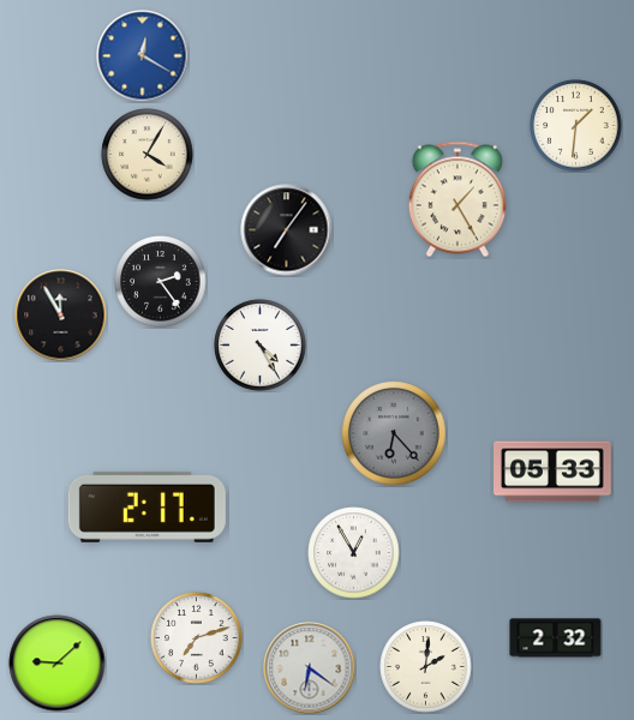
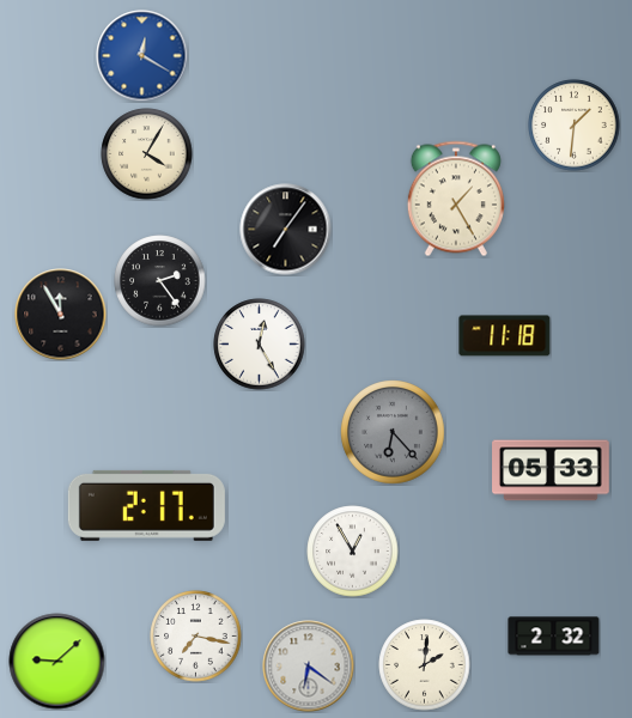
clock at (505, 336): none -> 11:18
clock at (261, 346): 4:25 -> 12:25
clock at (197, 638): 7:12 -> 7:17
